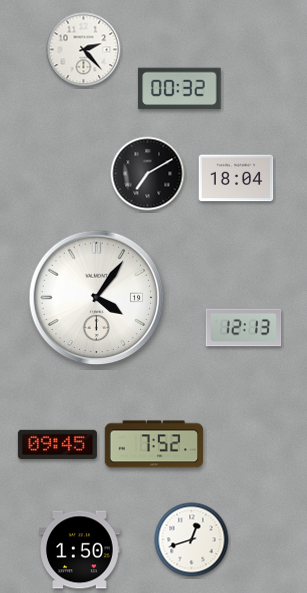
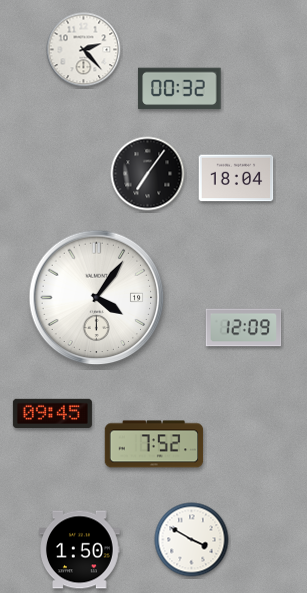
clock at (148, 174): 7:10 -> 7:06
clock at (244, 328): 12:13 -> 12:09
clock at (57, 444) position: (57, 444) -> (52, 413)
clock at (192, 540): 12:42 -> 3:50
